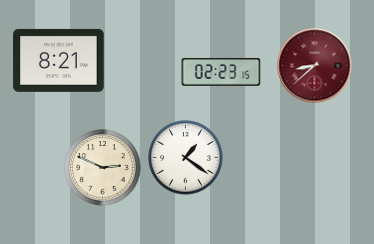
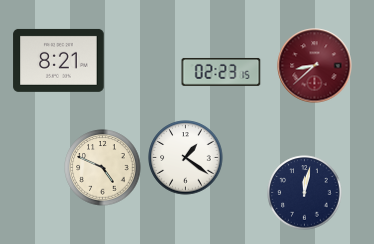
clock at (103, 168): 2:49 -> 4:49
clock at (305, 193): none -> 12:02
